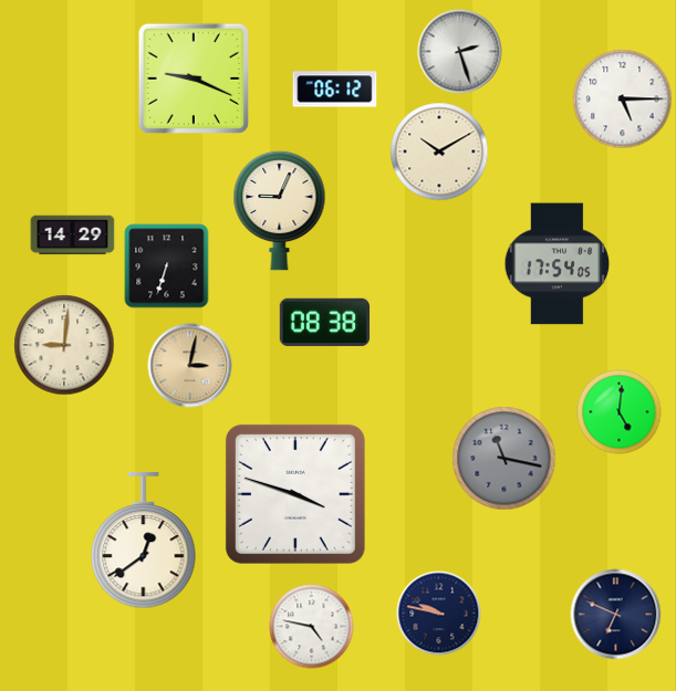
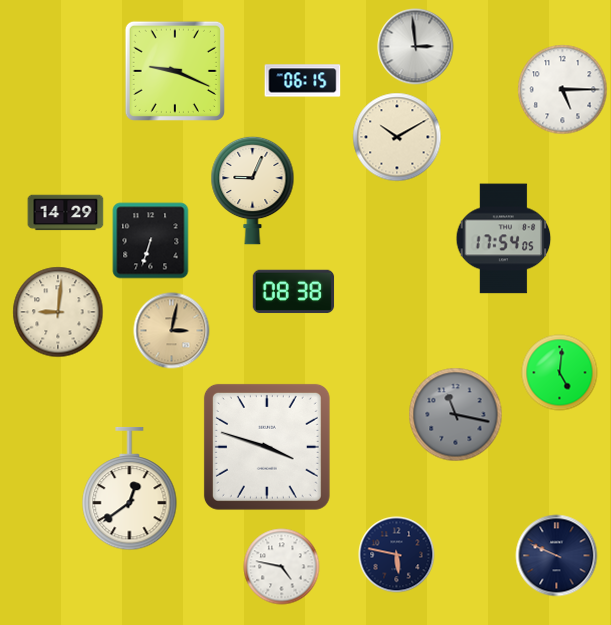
clock at (460, 52): 2:27 -> 2:59
clock at (335, 90): 06:12 -> 06:15
clock at (439, 614): 9:47 -> 5:47
clock at (616, 615): 6:49 -> 9:49
